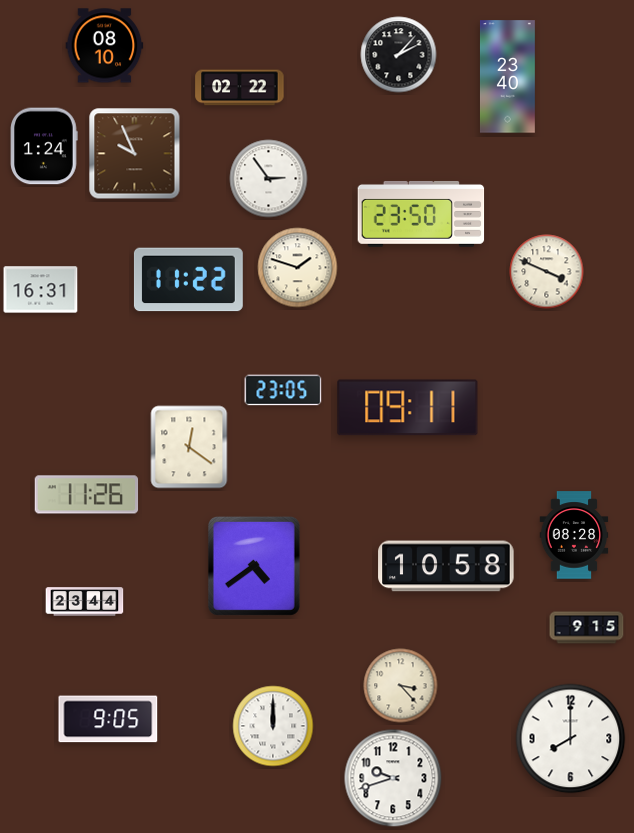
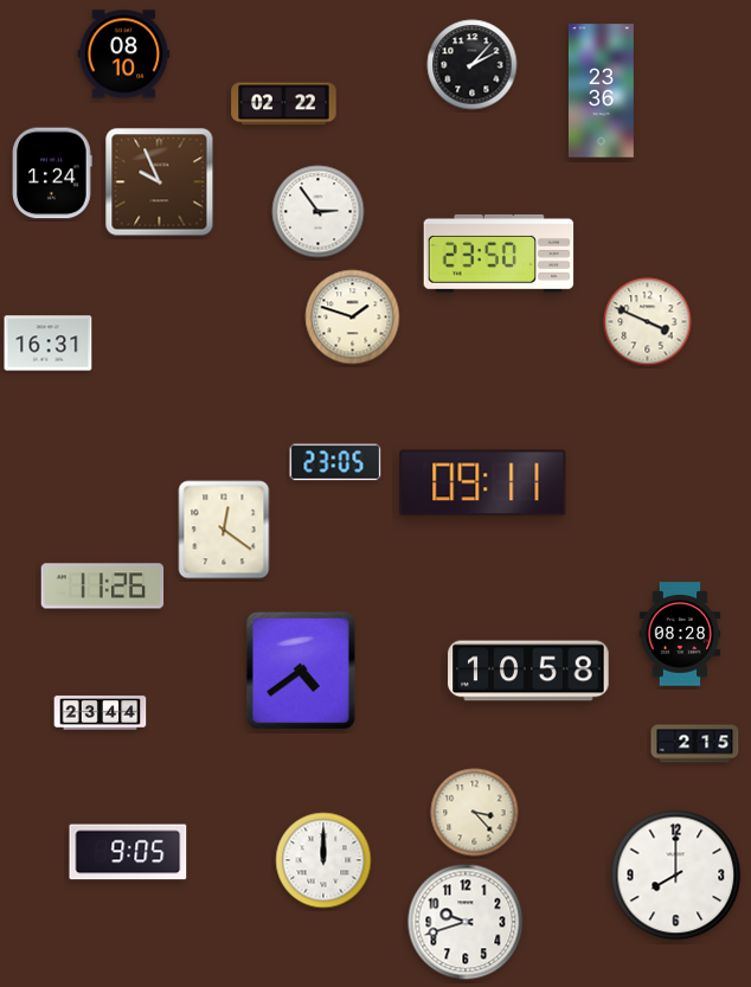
clock at (507, 77): 23:40 -> 23:36
clock at (188, 280): 11:22 -> none
clock at (587, 628): 9:15 -> 2:15
